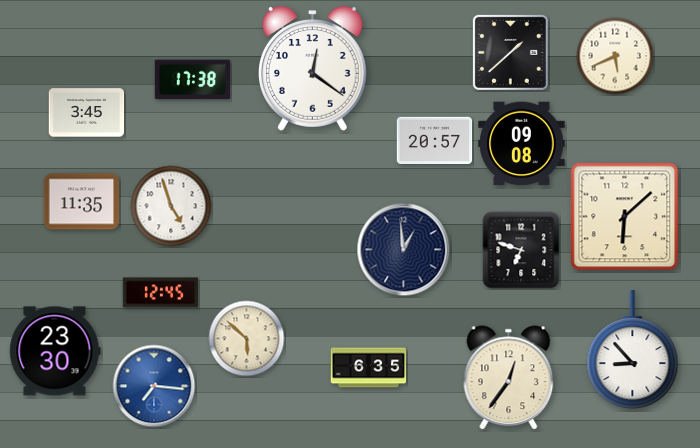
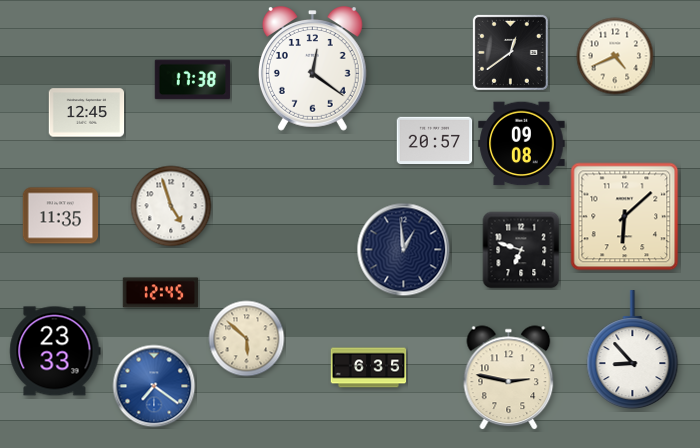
clock at (510, 52): 1:38 -> 12:39
clock at (615, 56): 5:41 -> 4:41
clock at (87, 113): 3:45 -> 12:45
clock at (82, 202) position: (82, 202) -> (61, 216)
clock at (55, 351): 23:30 -> 23:33
clock at (509, 378): 12:36 -> 2:47
clock at (154, 386): 7:16 -> 7:21
